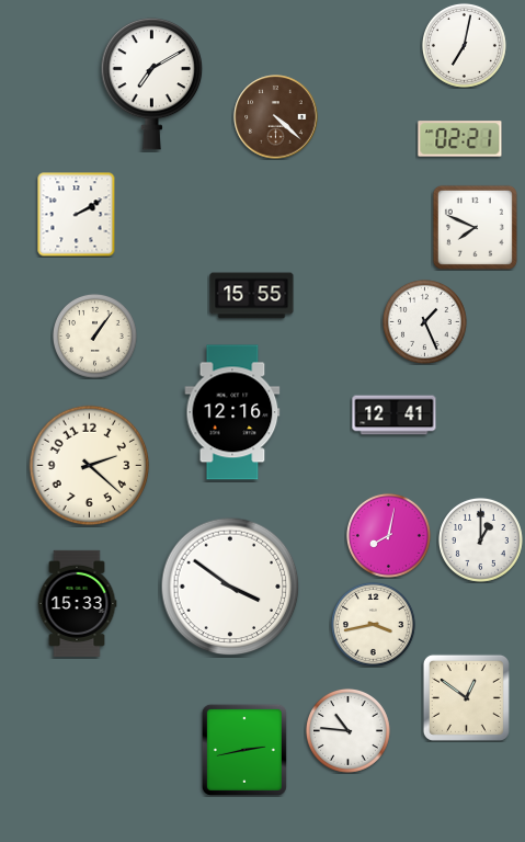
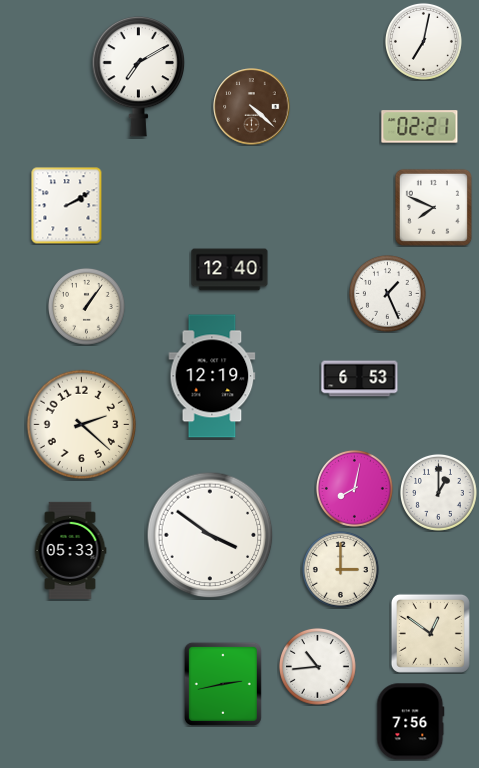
clock at (77, 214) position: (77, 214) -> (67, 205)
clock at (252, 296): 15:55 -> 12:40
clock at (232, 412): 12:16 -> 12:19
clock at (395, 416): 12:41 -> 6:53
clock at (77, 603): 15:33 -> 05:33
clock at (373, 624): 3:43 -> 3:00
clock at (466, 697) position: (466, 697) -> (430, 633)
clock at (347, 730): 10:46 -> 10:44
clock at (411, 722): none -> 7:56
